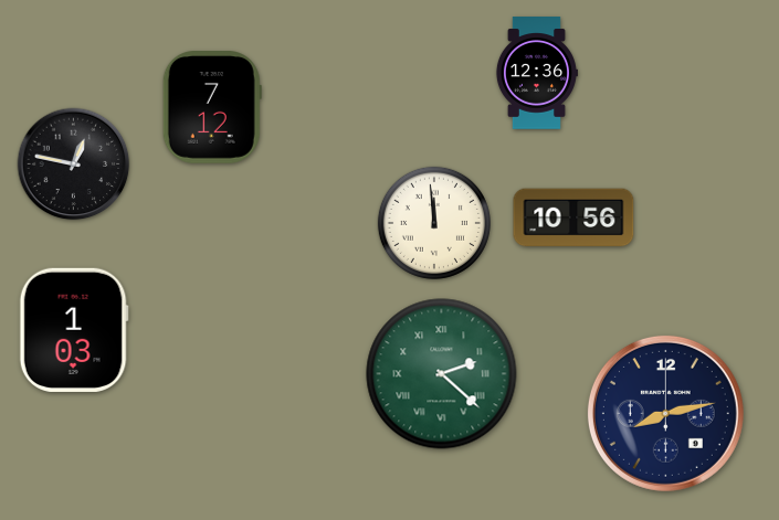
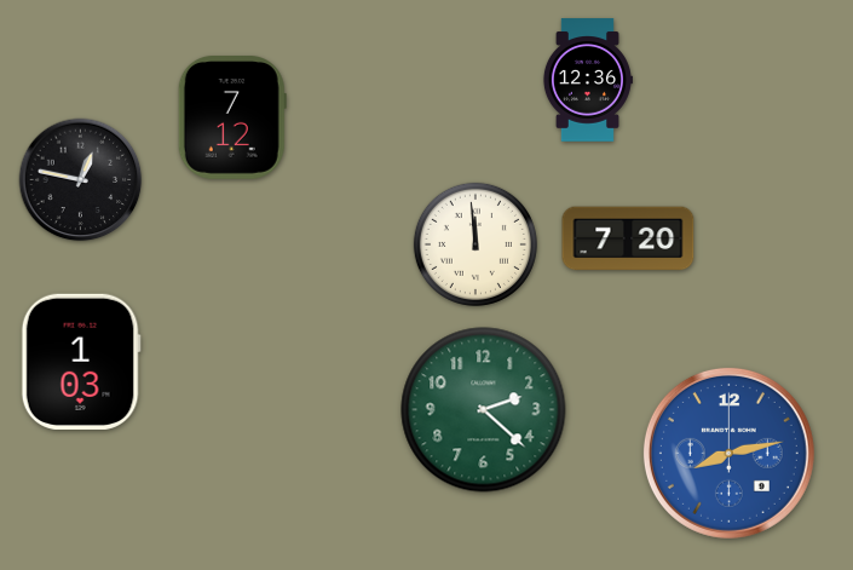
clock at (573, 217): 10:56 -> 7:20
clock at (442, 374) numerals: Roman -> Arabic
clock at (665, 413) dial: navy -> blue
